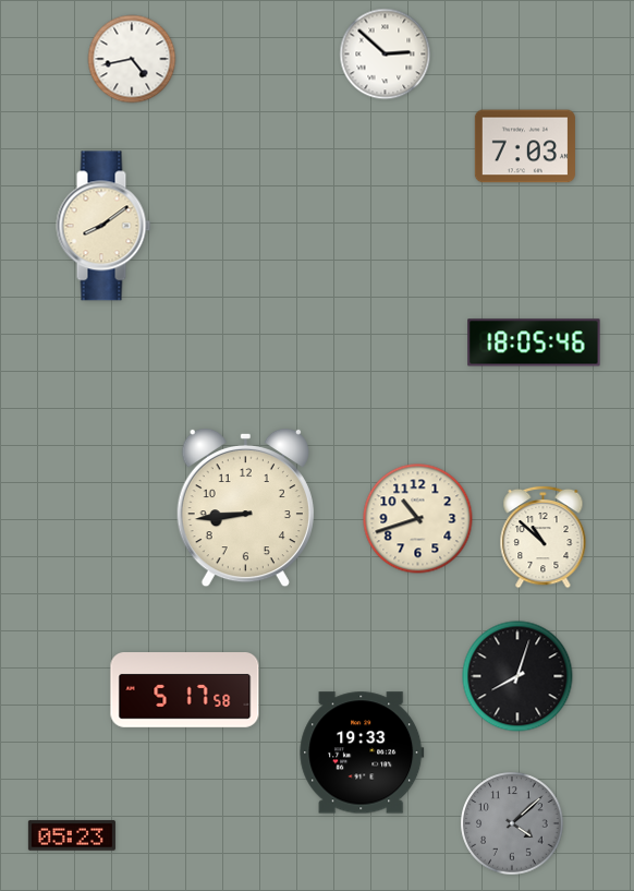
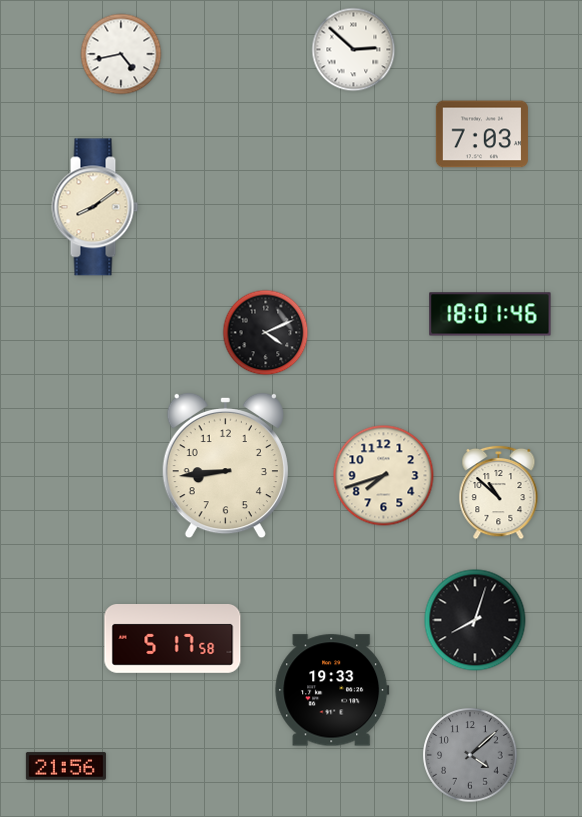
clock at (534, 342): 18:05 -> 18:01
clock at (266, 333): none -> 4:11
clock at (418, 519): 10:42 -> 7:42
clock at (185, 690) position: (185, 690) -> (173, 639)
clock at (72, 835): 05:23 -> 21:56
